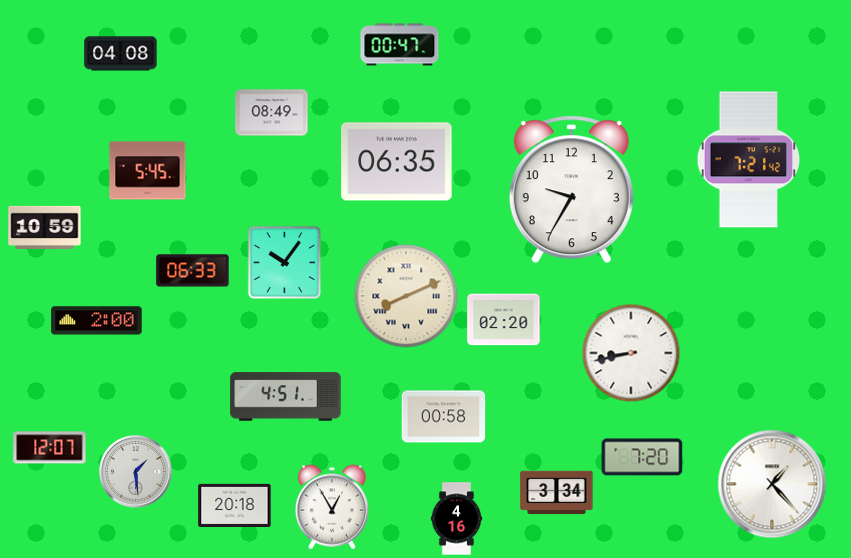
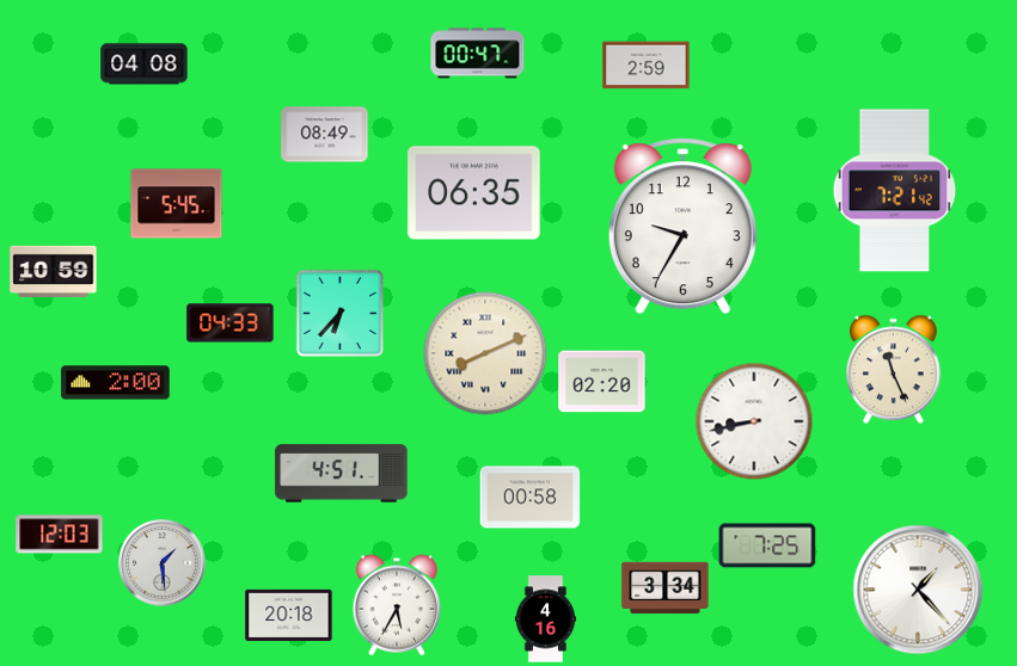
clock at (647, 66): none -> 2:59
clock at (284, 262): 10:06 -> 6:37
clock at (193, 271): 06:33 -> 04:33
clock at (894, 370): none -> 11:26
clock at (50, 448): 12:07 -> 12:03
clock at (642, 457): 7:20 -> 7:25
clock at (772, 484) position: (772, 484) -> (918, 590)
clock at (235, 505) position: (235, 505) -> (289, 615)
clock at (332, 507): 12:55 -> 5:35
